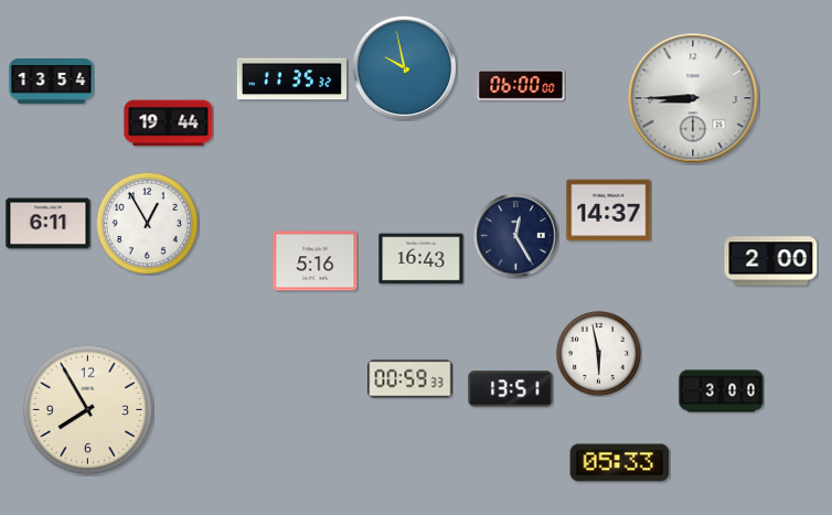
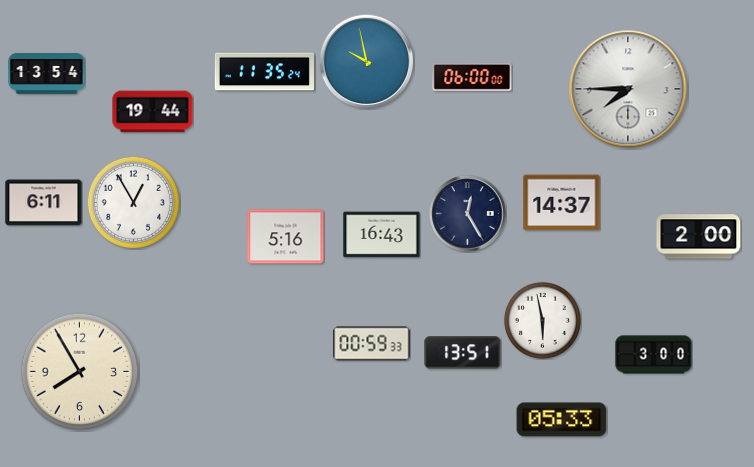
clock at (291, 79): 11:35:32 -> 11:35:24
clock at (693, 98): 8:45 -> 7:45
clock at (609, 211) position: (609, 211) -> (562, 203)
